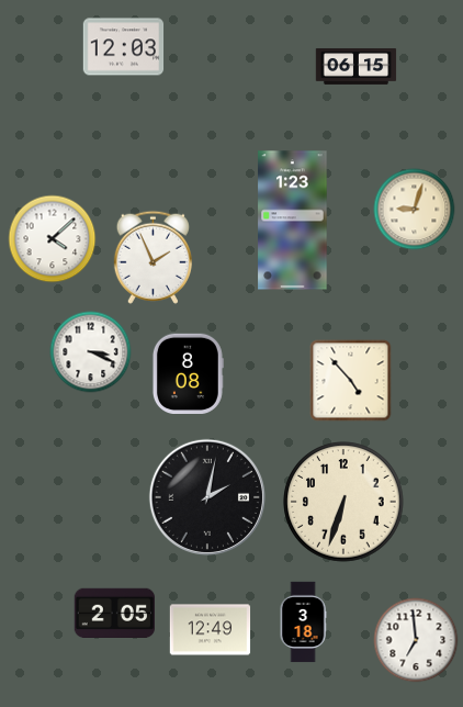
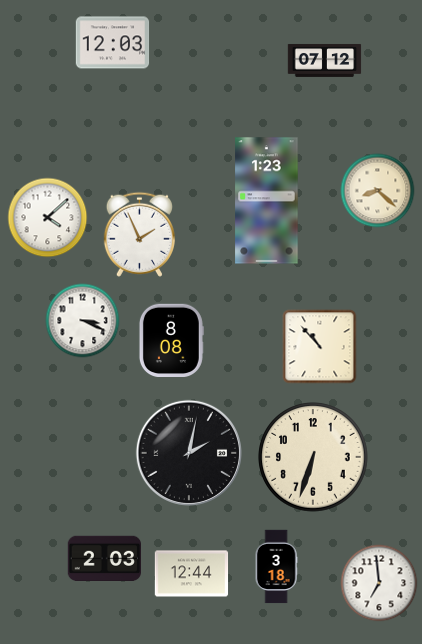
clock at (357, 67): 06:15 -> 07:12
clock at (415, 210): 9:03 -> 8:22
clock at (351, 381): 4:53 -> 10:53
clock at (114, 613): 2:05 -> 2:03
clock at (211, 630): 12:49 -> 12:44
